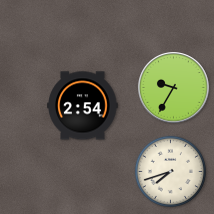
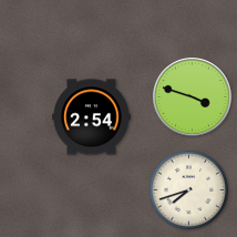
clock at (174, 88): 9:35 -> 3:48
